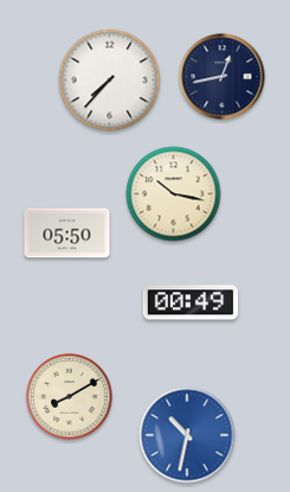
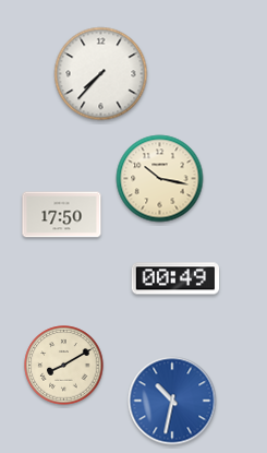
clock at (223, 77): 12:43 -> none
clock at (67, 234): 05:50 -> 17:50
